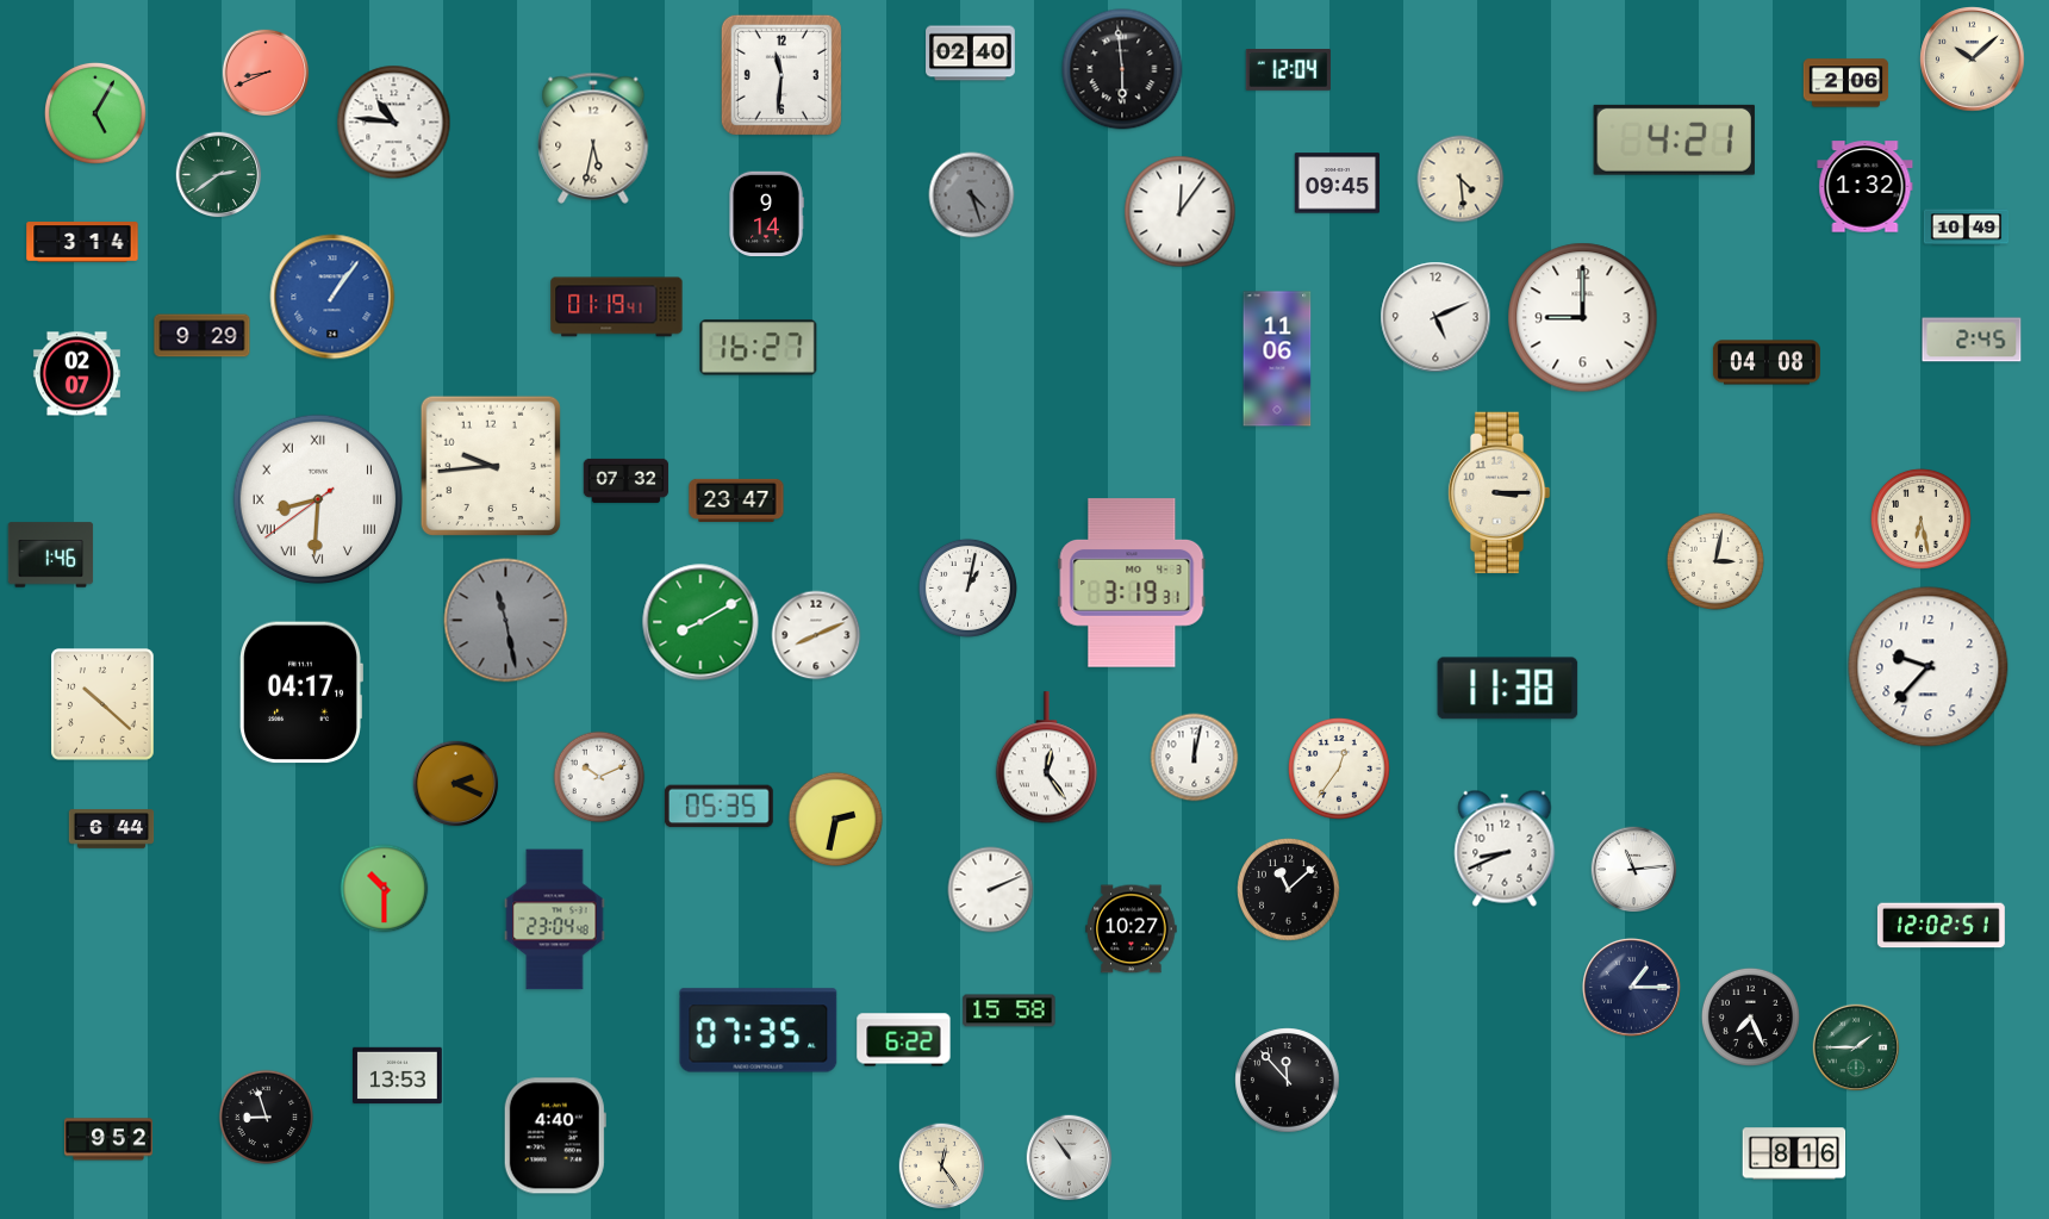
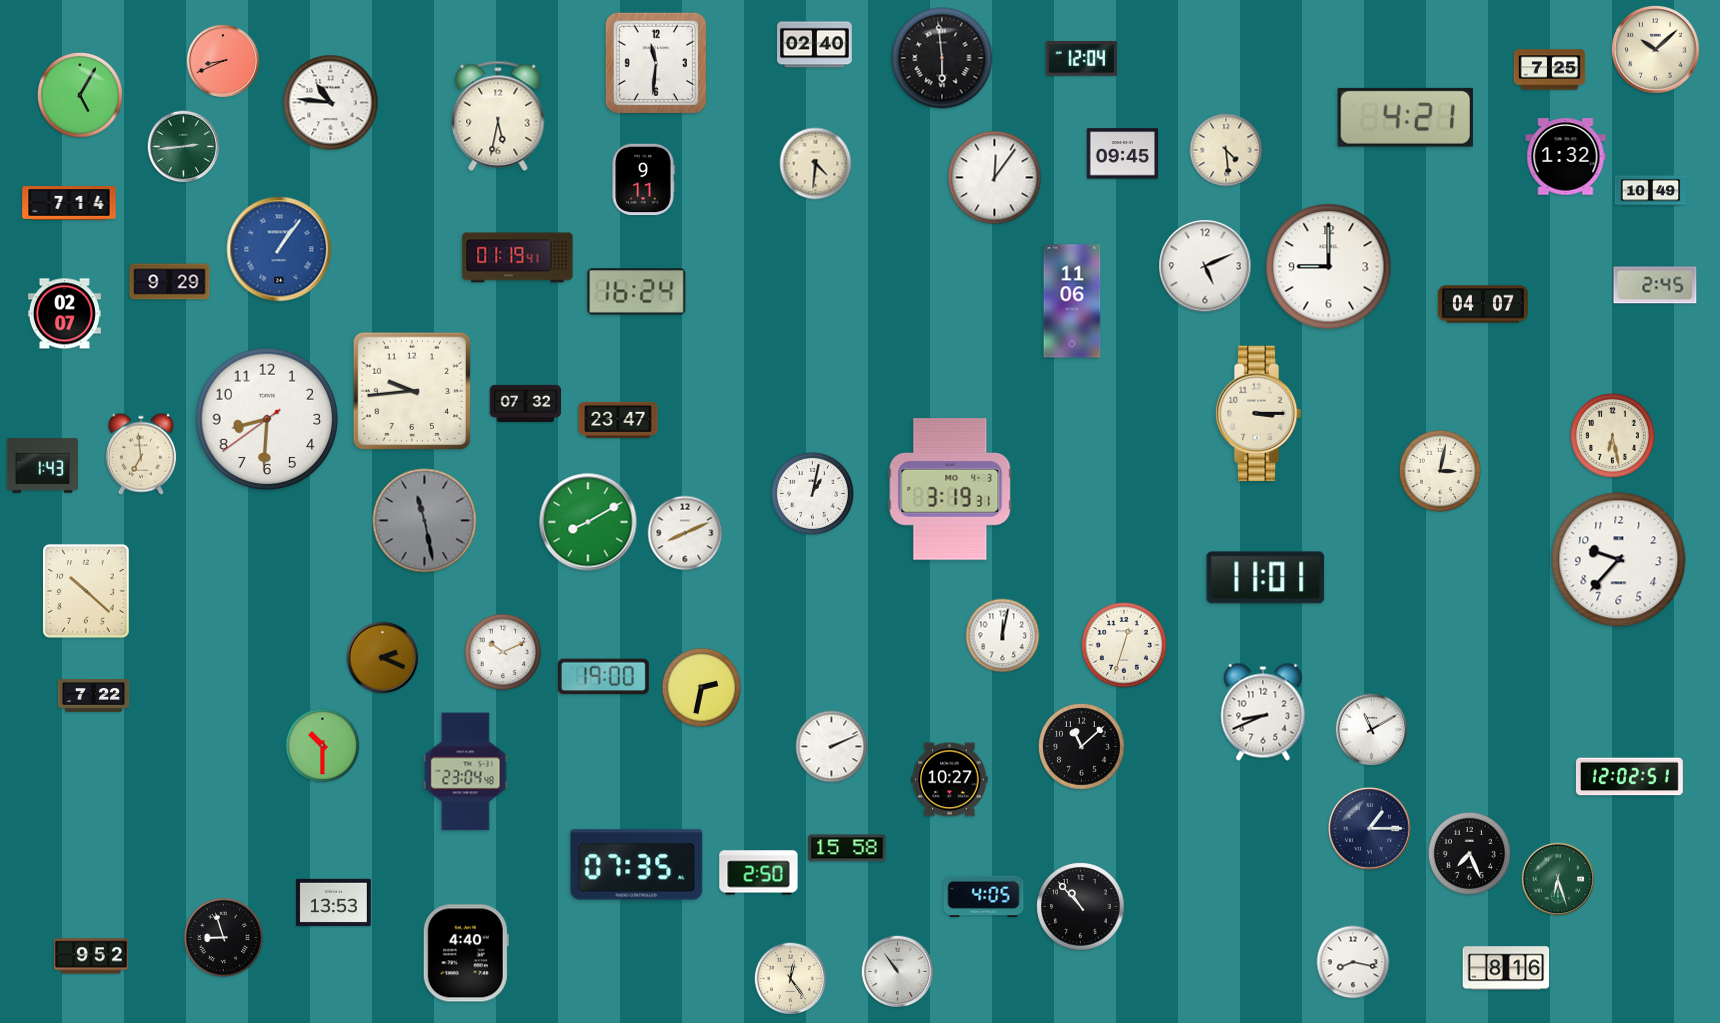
clock at (1846, 83): 2:06 -> 7:25
clock at (219, 175): 2:39 -> 2:44
clock at (972, 195): 4:27 -> 4:31
clock at (972, 195) dial: grey -> cream
clock at (1181, 212) position: (1181, 212) -> (995, 178)
clock at (766, 214): 9:14 -> 9:11
clock at (82, 242): 3:14 -> 7:14
clock at (759, 348): 16:27 -> 16:24
clock at (1767, 362): 04:08 -> 04:07
clock at (318, 499) numerals: Roman -> Arabic
clock at (141, 454): none -> 6:59
clock at (51, 555): 1:46 -> 1:43
clock at (1508, 689): 11:38 -> 11:01
clock at (301, 692): 04:17 -> none
clock at (1046, 758): 12:24 -> none
clock at (1339, 769): 12:36 -> 12:33
clock at (718, 807): 05:35 -> 19:00
clock at (112, 829): 6:44 -> 7:22
clock at (1634, 870): 11:14 -> 11:10
clock at (904, 1040): 6:22 -> 2:50
clock at (1856, 1047): 1:45 -> 6:27
clock at (984, 897): none -> 4:05
clock at (1288, 1081): 11:53 -> 10:53
clock at (1353, 962): none -> 8:17
